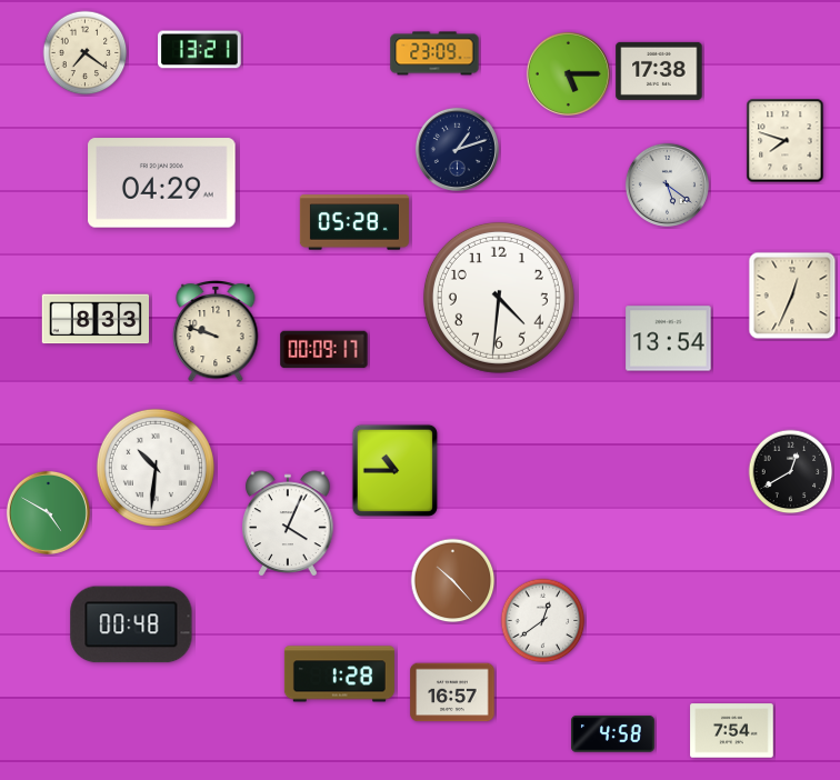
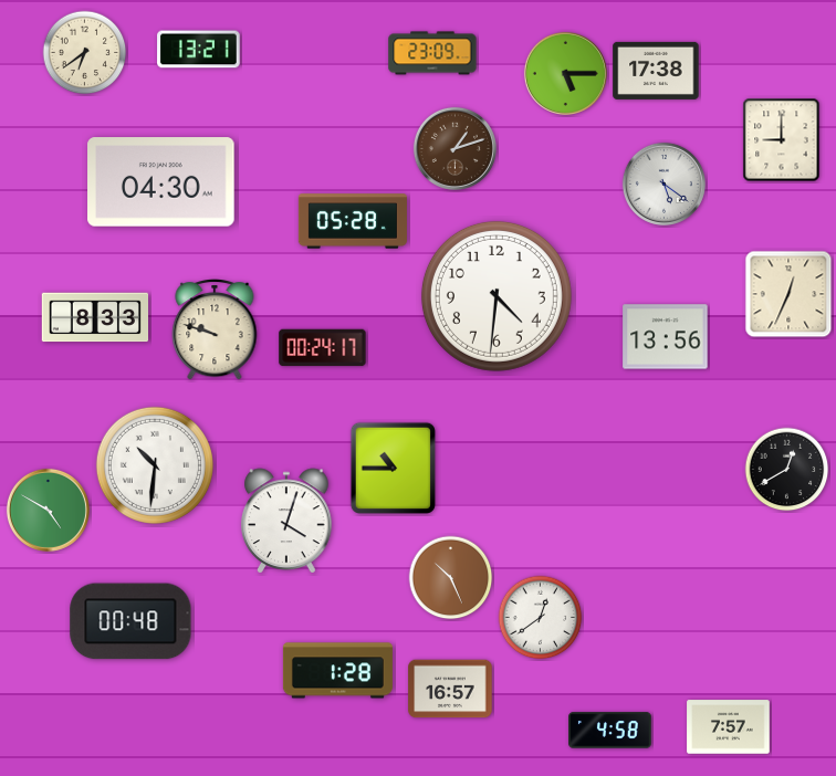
clock at (86, 53): 7:21 -> 6:39
clock at (786, 141): 7:48 -> 9:00
clock at (457, 149) dial: navy -> brown
clock at (162, 183): 04:29 -> 04:30
clock at (669, 339): 13:54 -> 13:56
clock at (324, 350): 00:09 -> 00:24
clock at (288, 523): 4:04 -> 4:03
clock at (453, 581): 10:23 -> 10:26
clock at (732, 731): 7:54 -> 7:57
